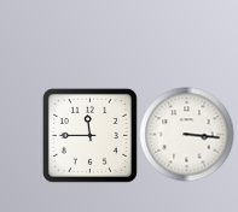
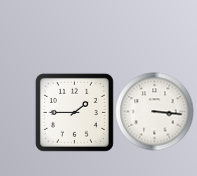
clock at (89, 135): 11:45 -> 1:45
